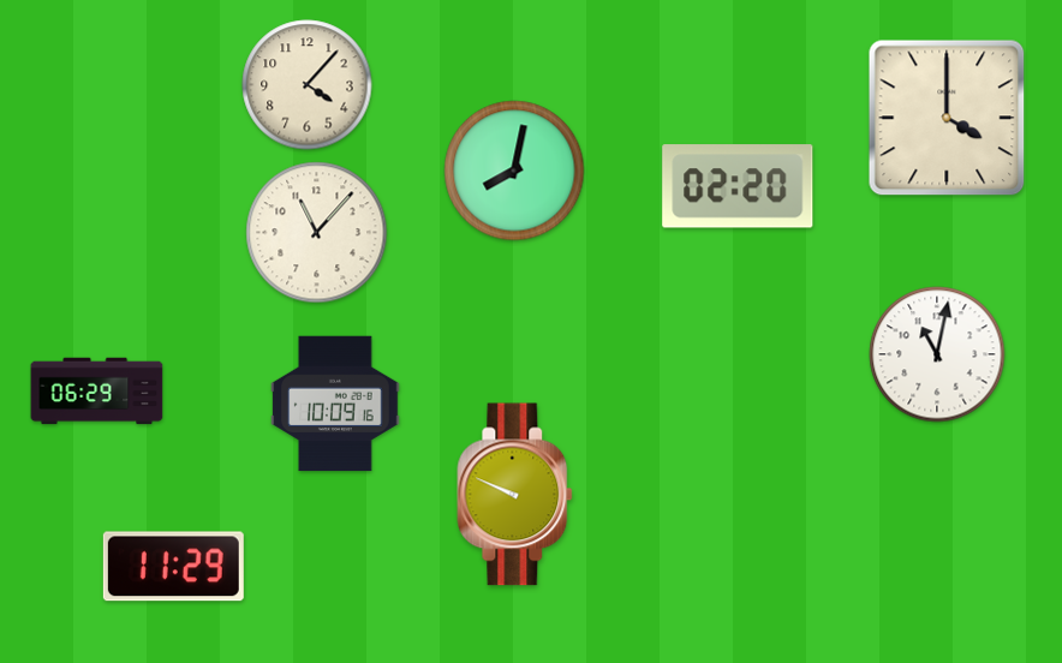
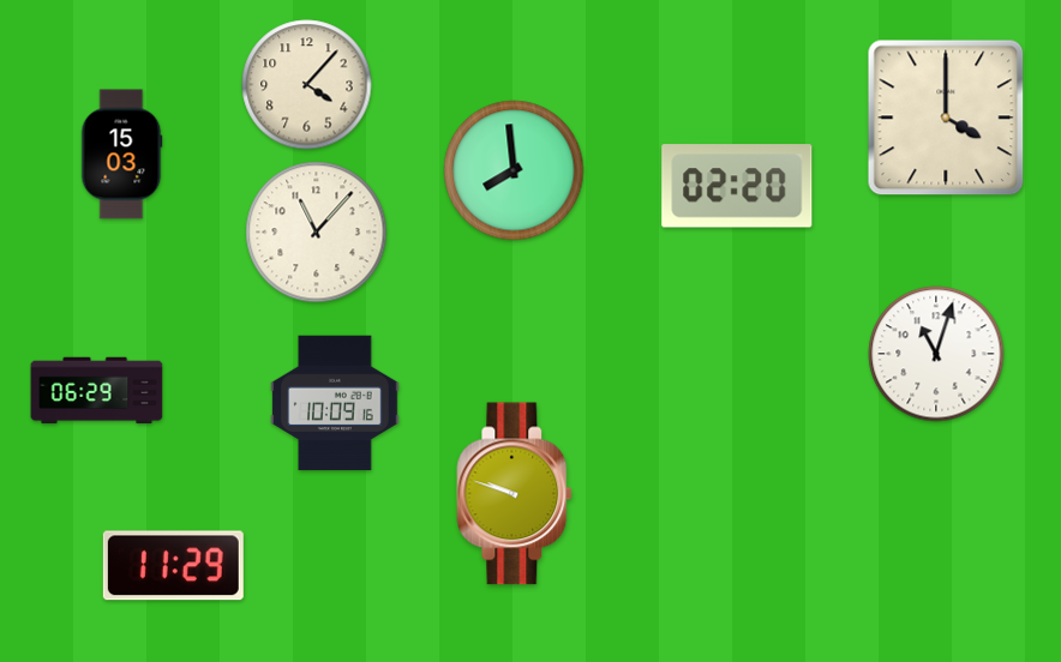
clock at (122, 155): none -> 15:03
clock at (514, 171): 8:02 -> 7:59
clock at (937, 354): 11:02 -> 11:03
clock at (515, 495): 9:49 -> 9:48
